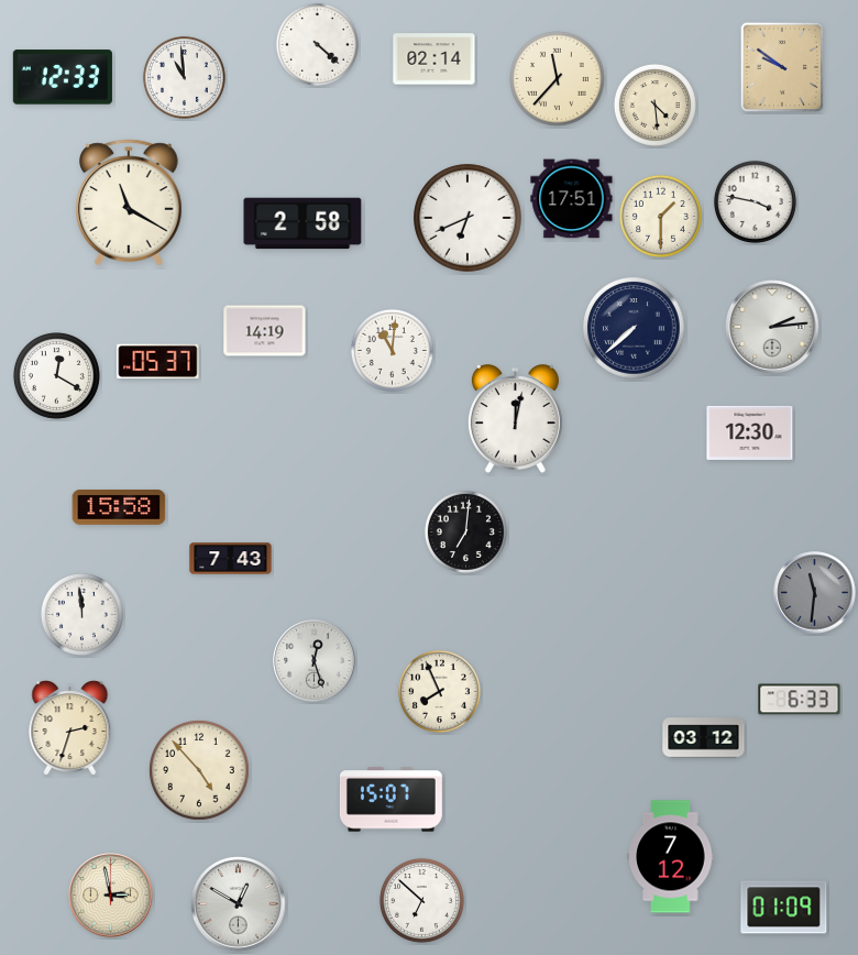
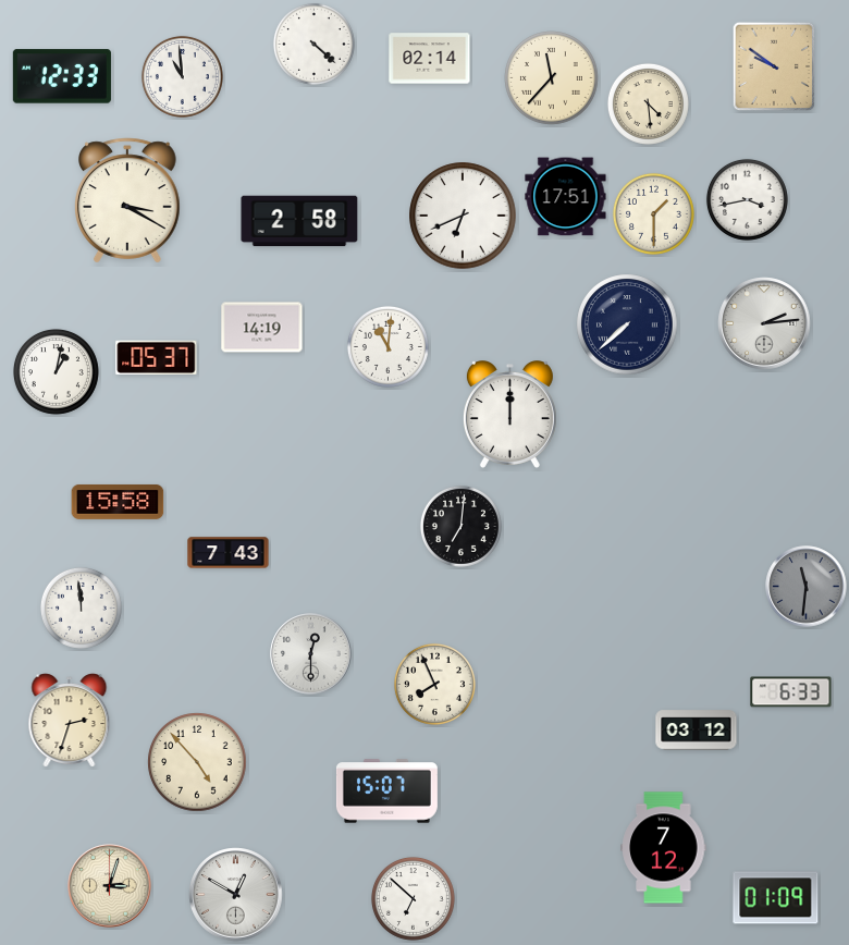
clock at (755, 201): 3:47 -> 3:43
clock at (129, 202): 11:20 -> 3:20
clock at (56, 375): 12:20 -> 1:02
clock at (515, 419): 12:02 -> 12:00
clock at (750, 432): 12:30 -> none
clock at (315, 661): 12:27 -> 12:30
clock at (111, 896): 2:58 -> 3:03
clock at (421, 900) position: (421, 900) -> (413, 898)
